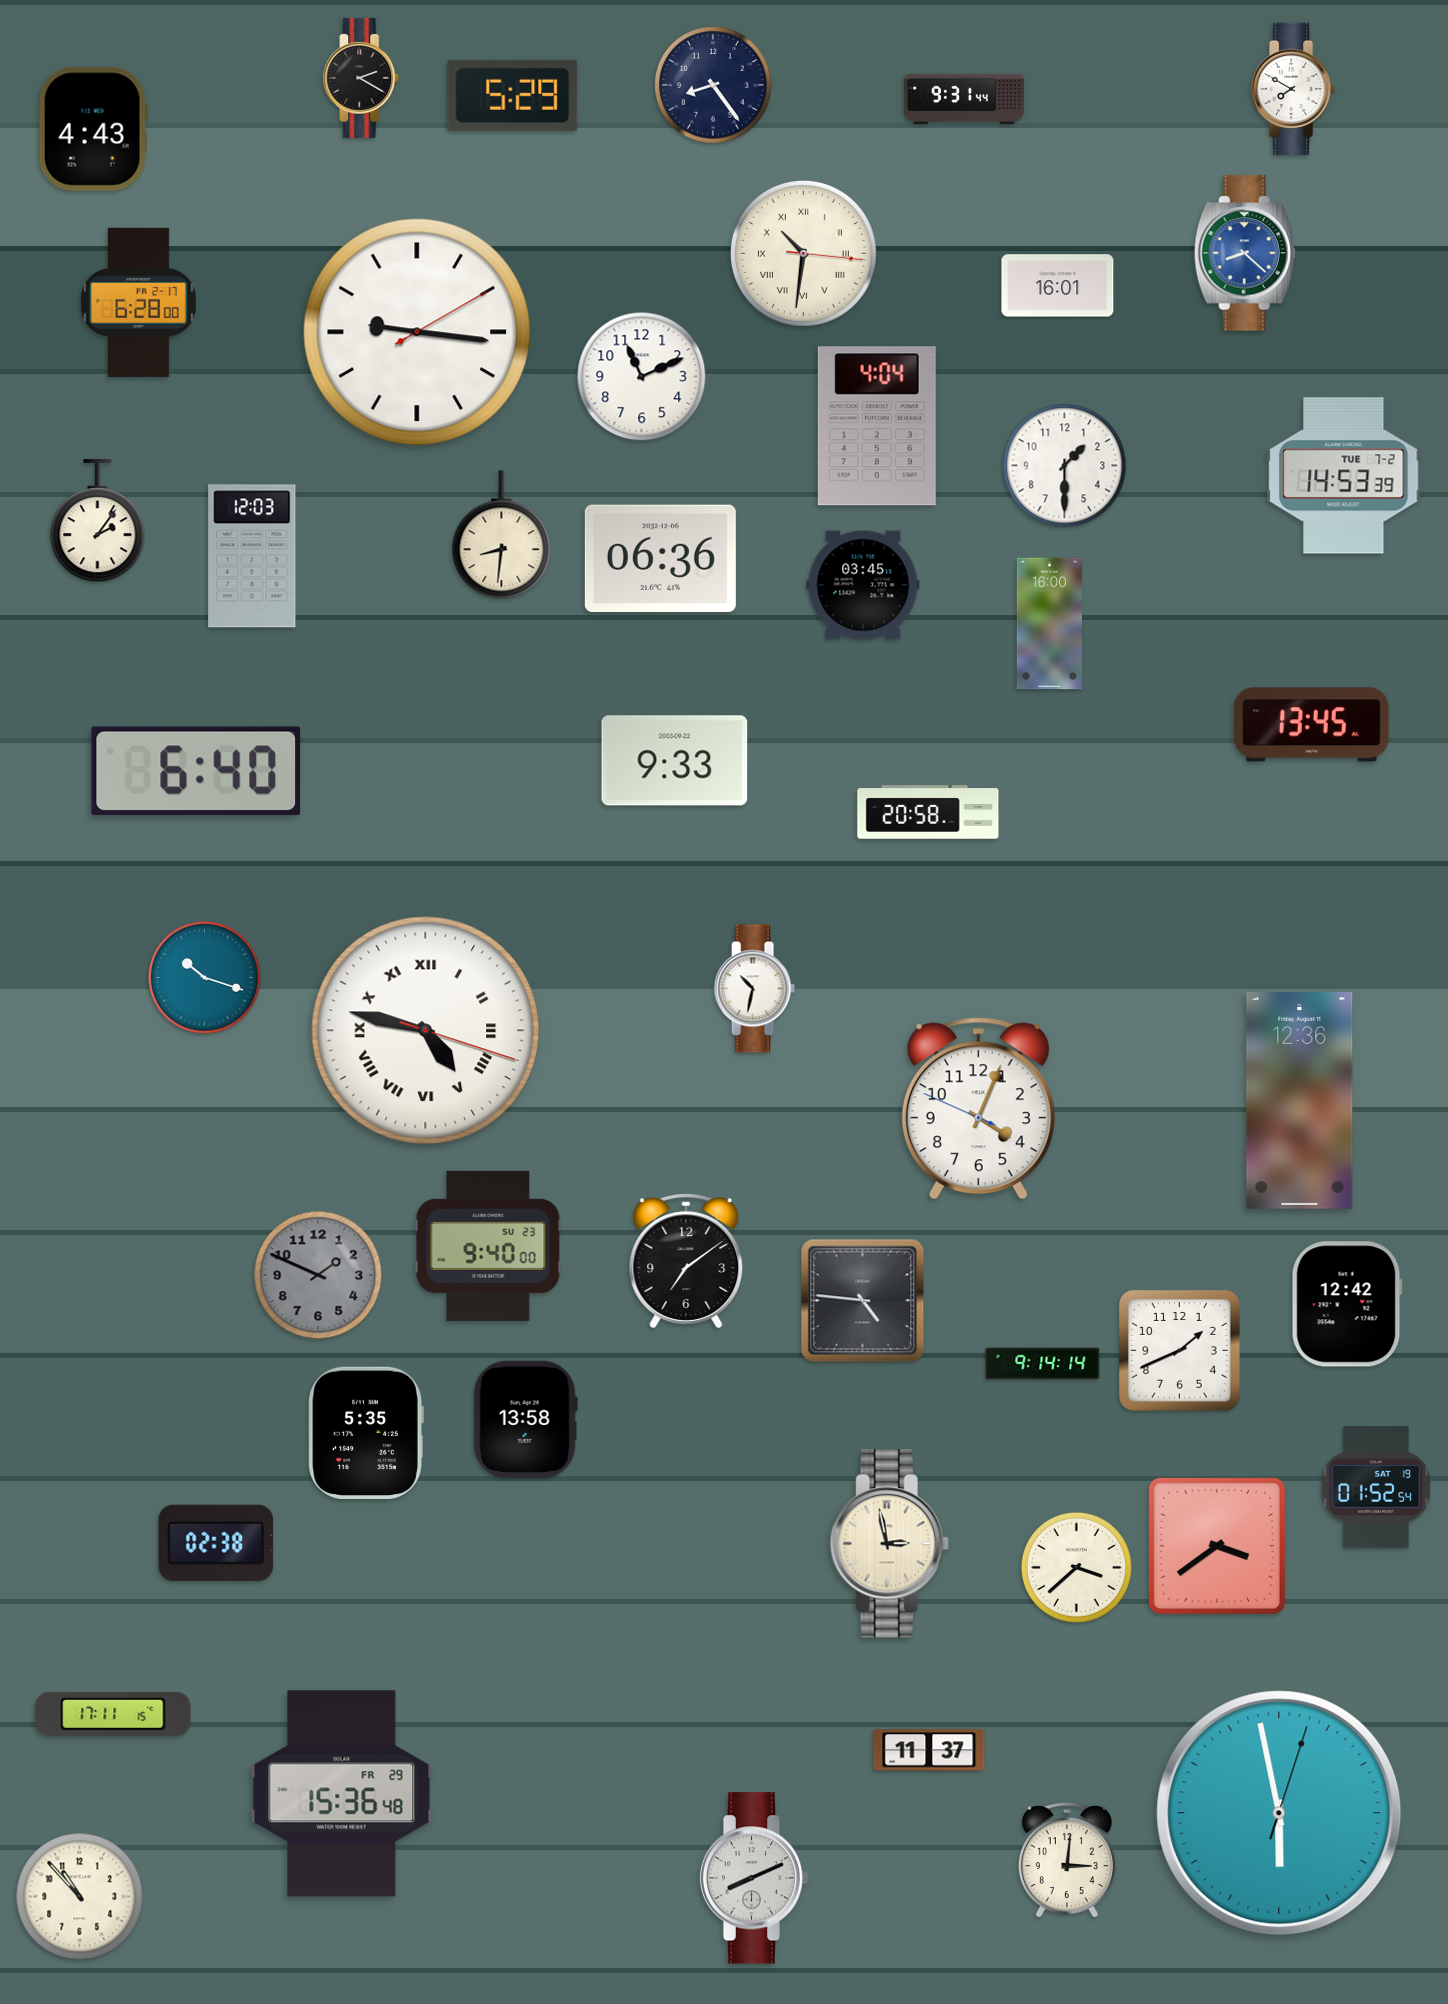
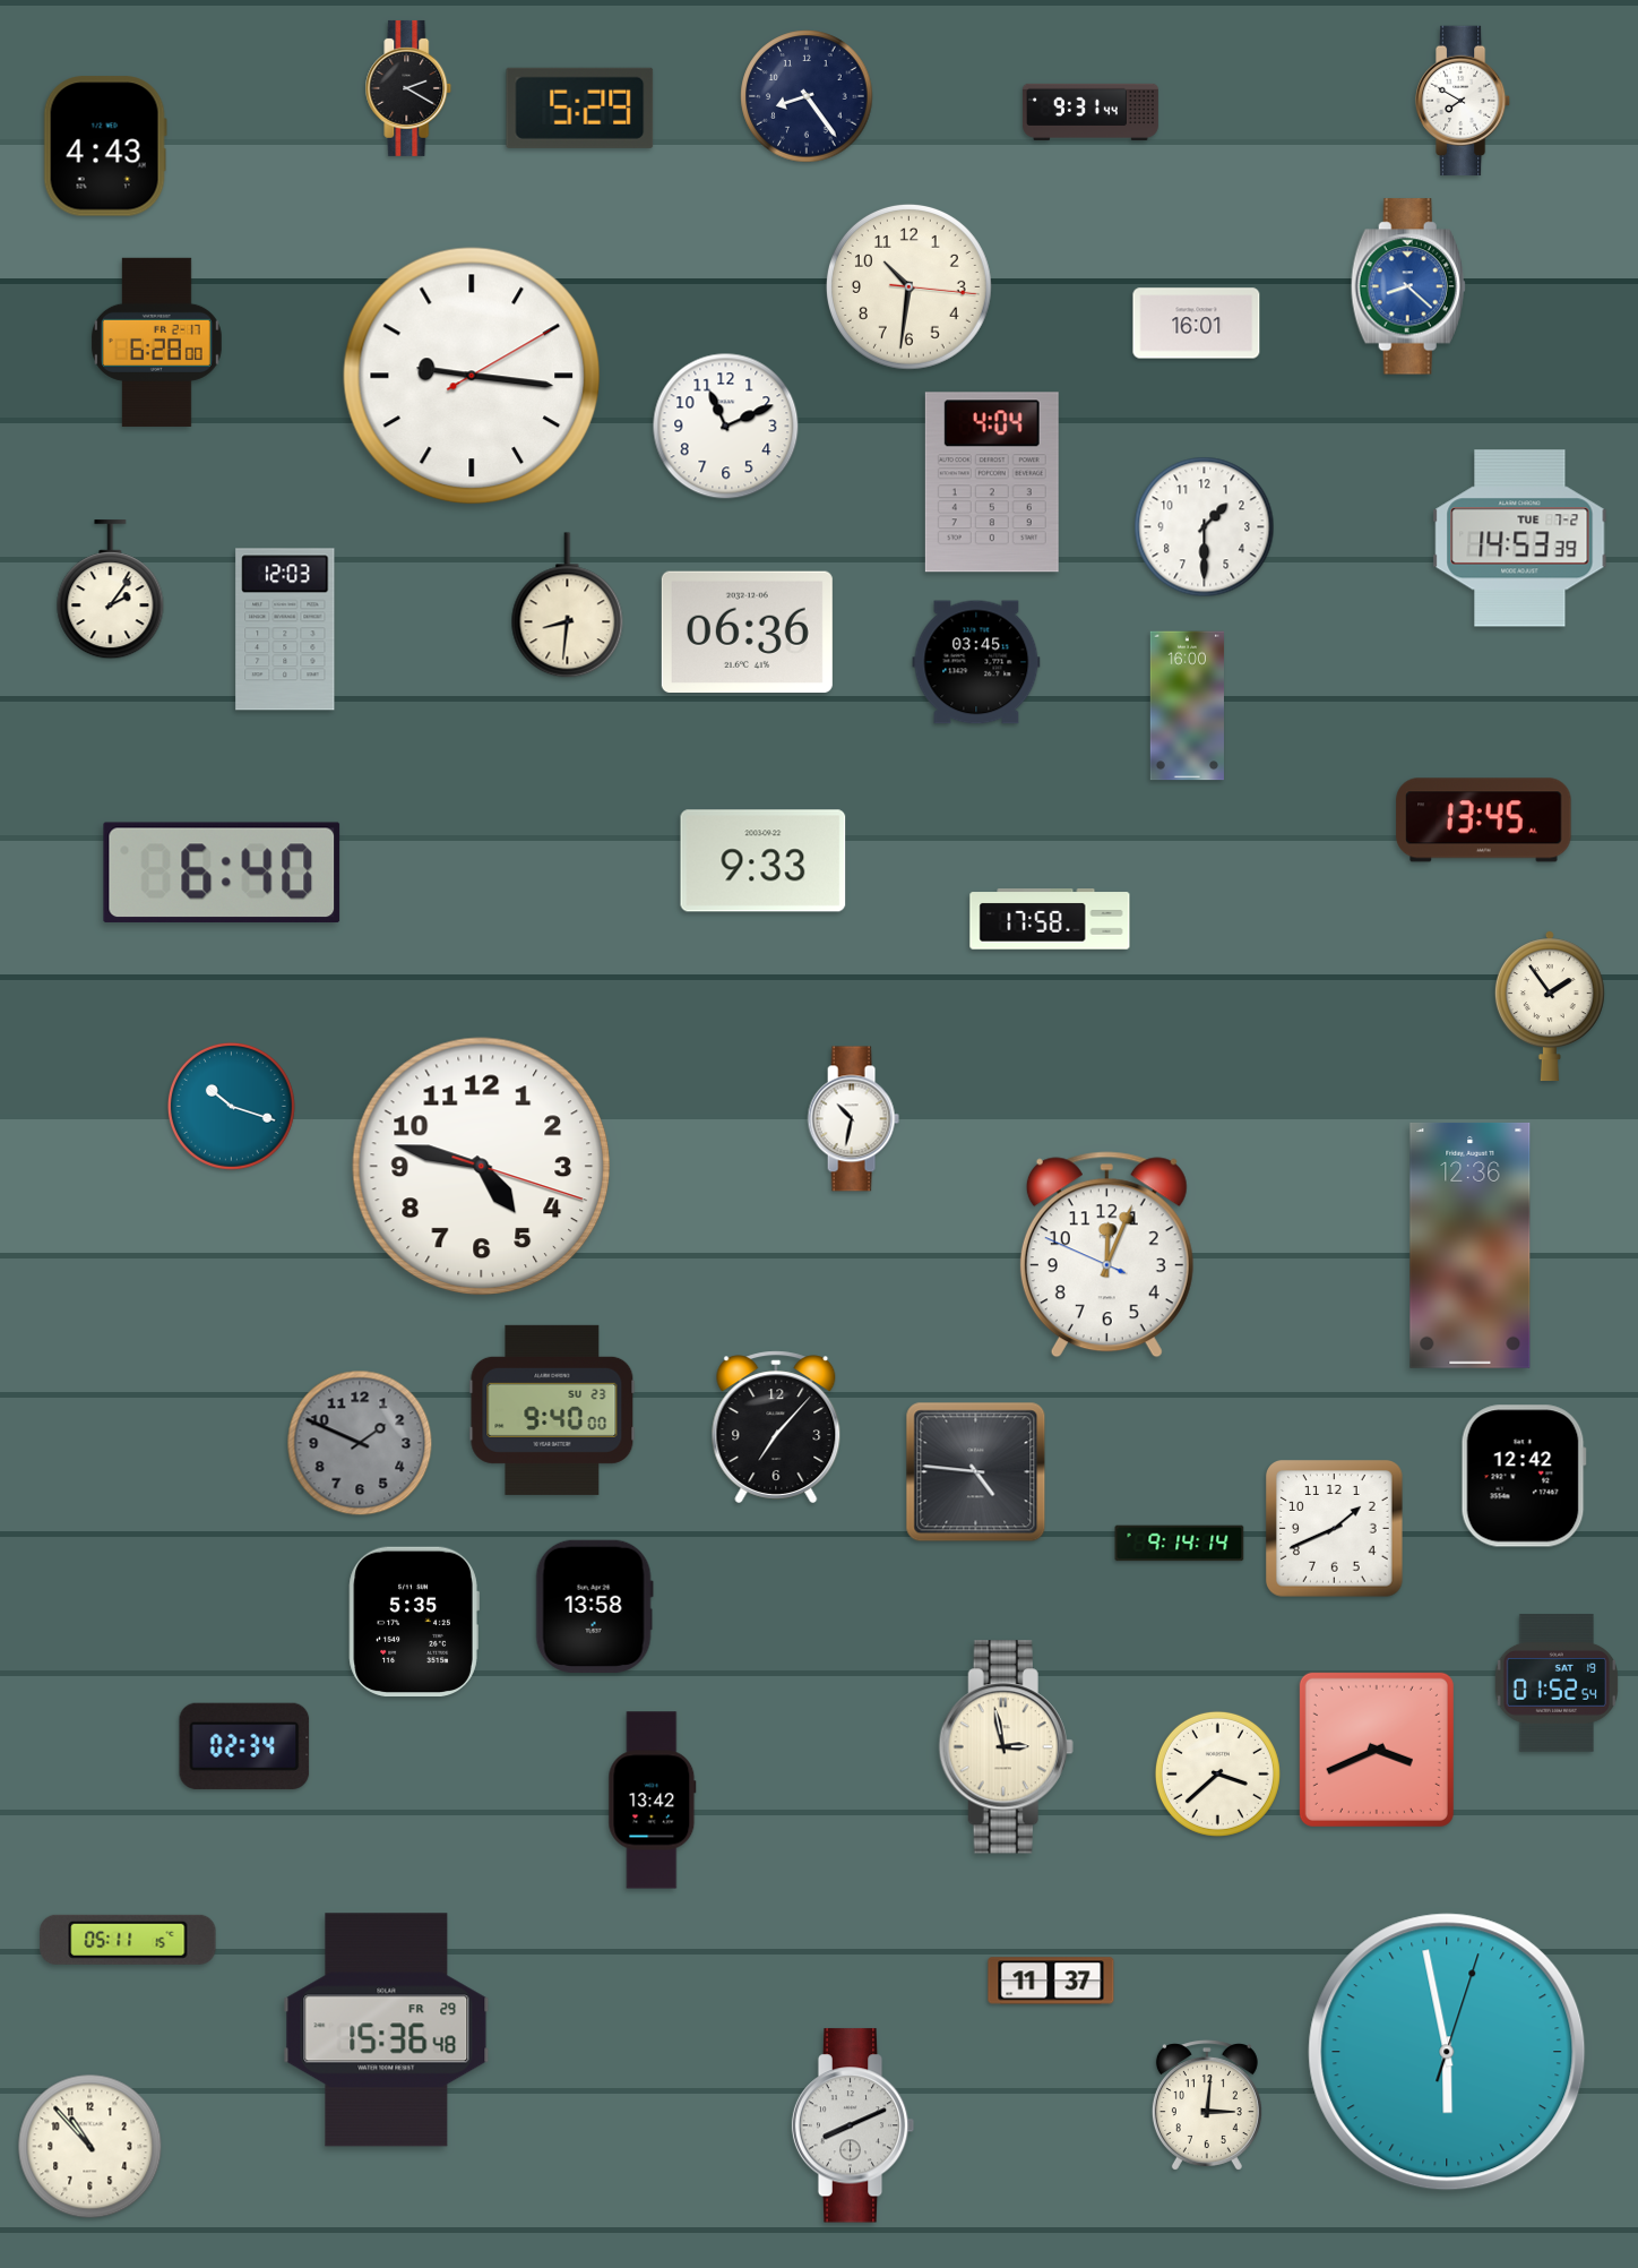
clock at (804, 254) numerals: Roman -> Arabic
clock at (928, 812): 20:58 -> 17:58
clock at (1550, 1006): none -> 1:54
clock at (426, 1031) numerals: Roman -> Arabic
clock at (978, 1109): 4:03 -> 12:03
clock at (686, 1261): 7:09 -> 7:07
clock at (216, 1543): 02:38 -> 02:34
clock at (1217, 1546): 3:39 -> 3:41
clock at (653, 1801): none -> 13:42
clock at (113, 1714): 17:11 -> 05:11
